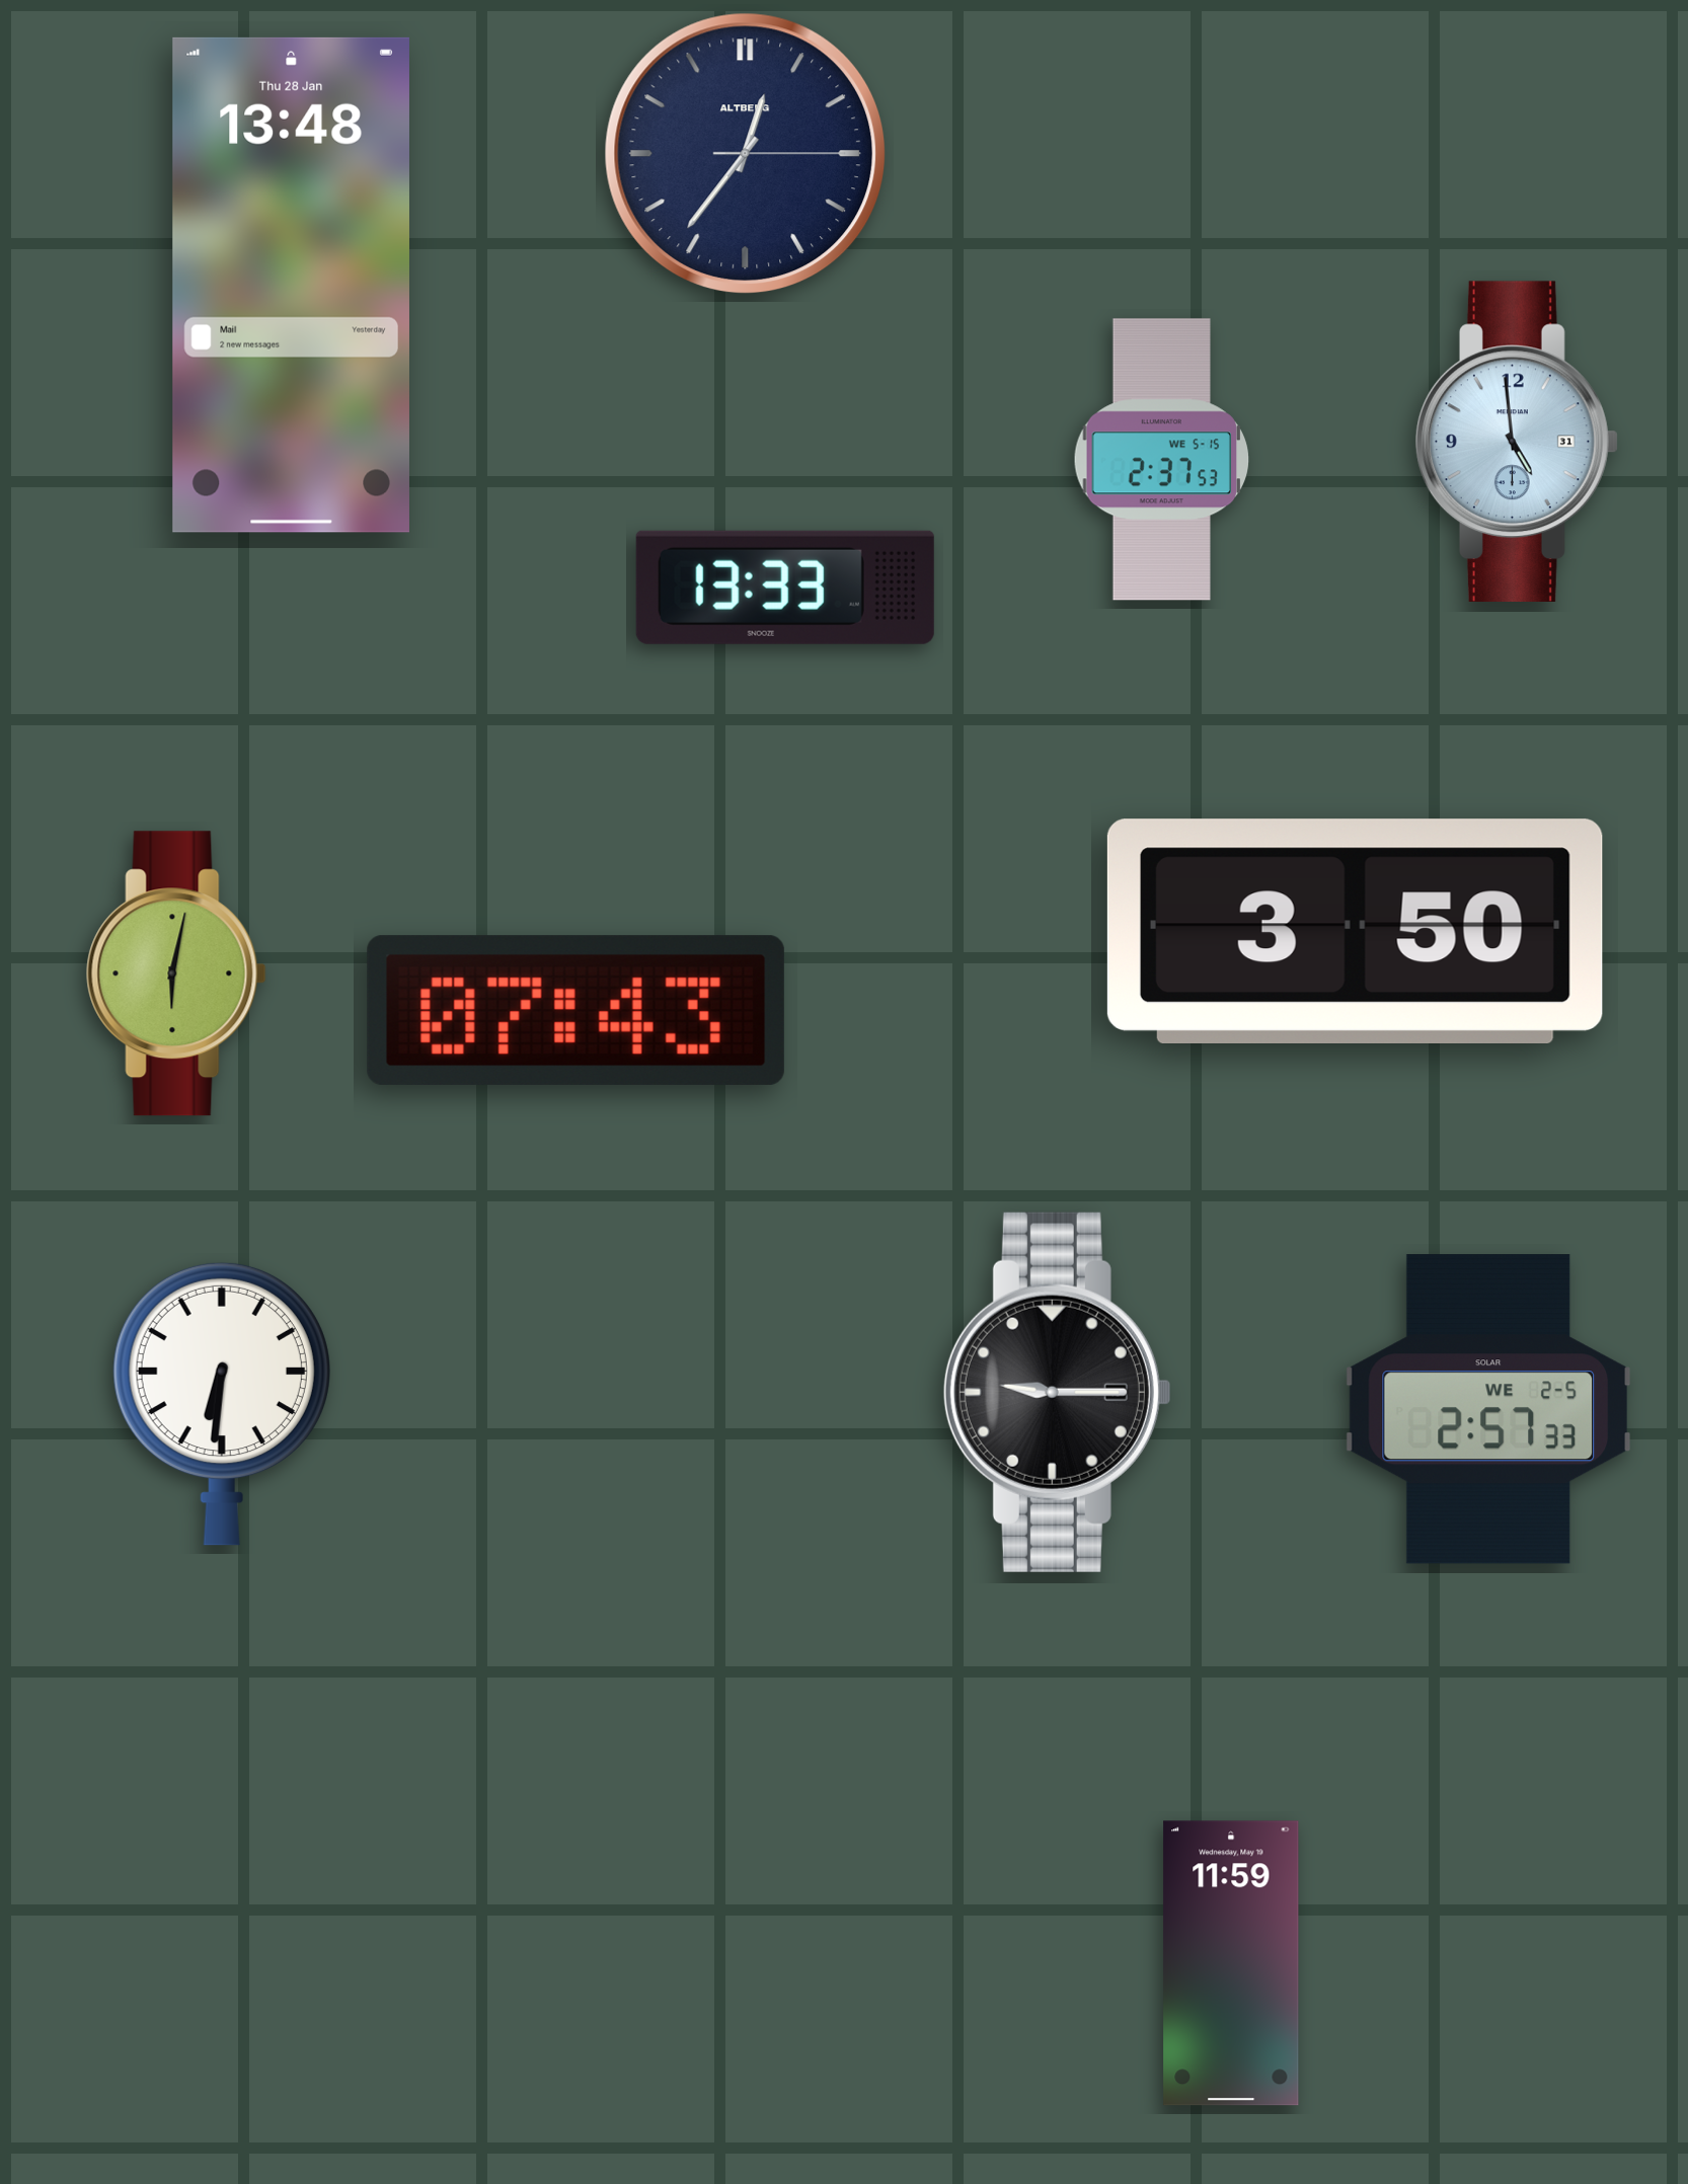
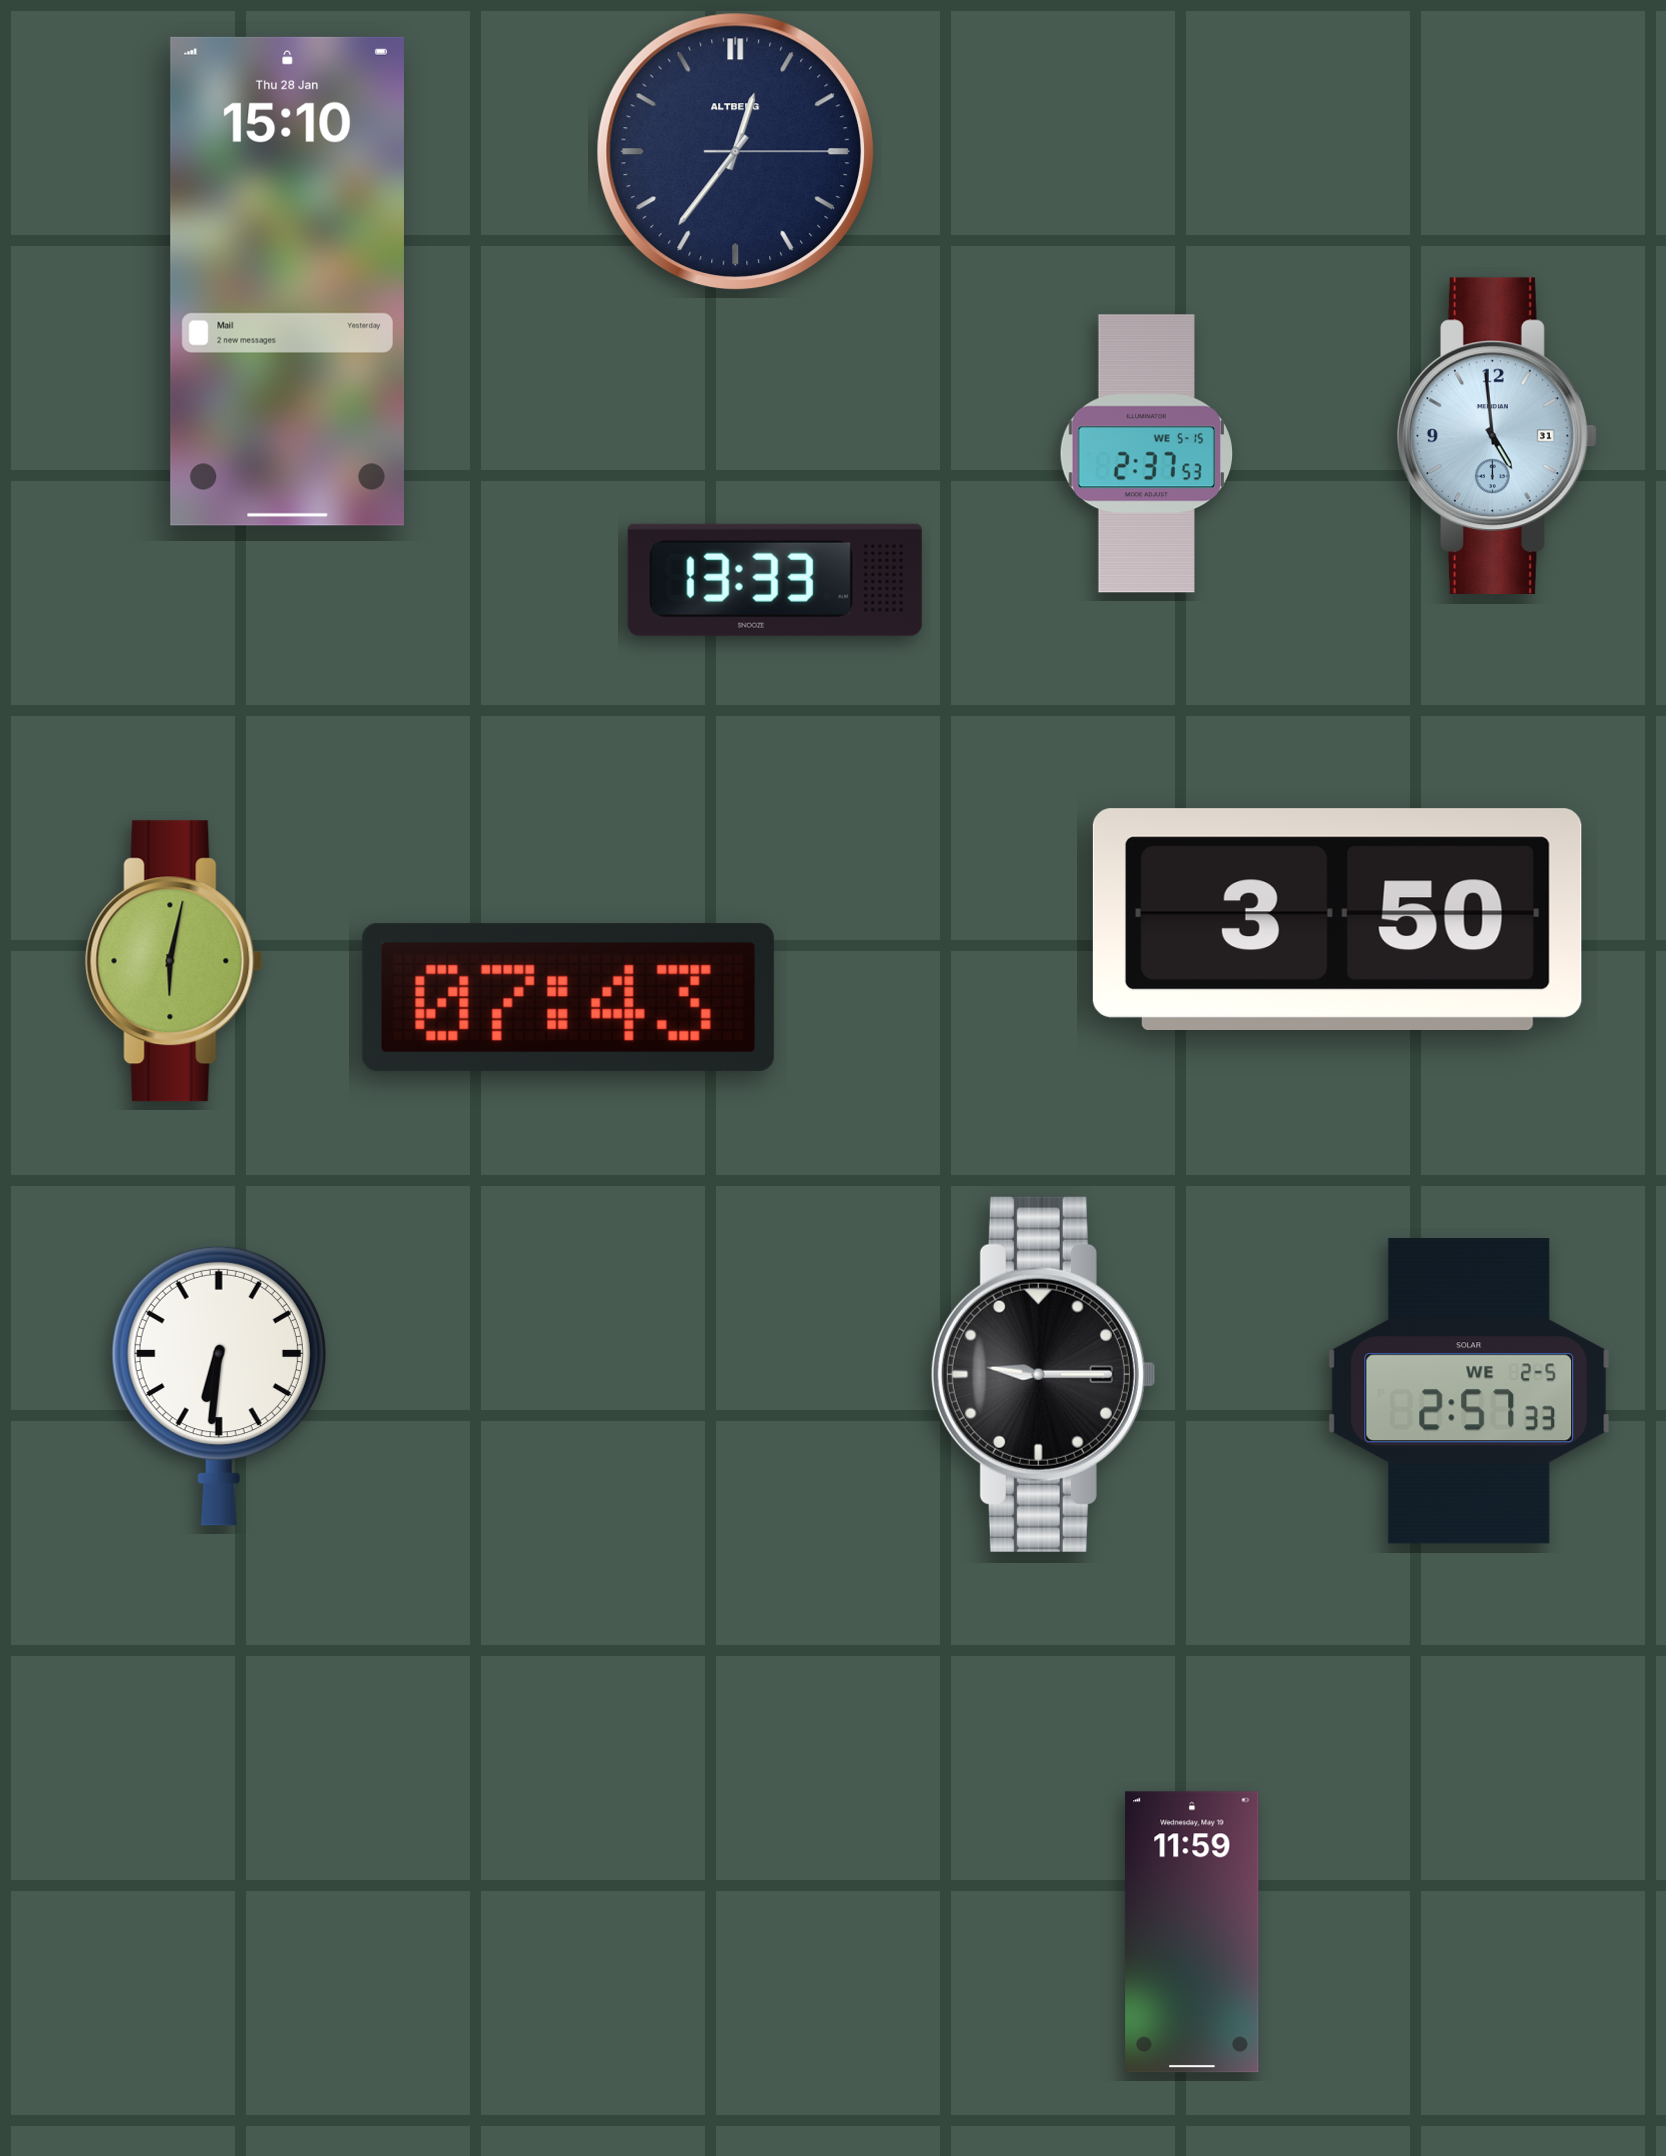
clock at (291, 285): 13:48 -> 15:10
clock at (1231, 1963) position: (1231, 1963) -> (1192, 1932)
